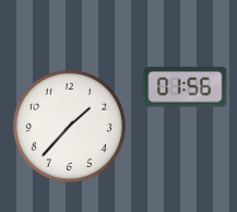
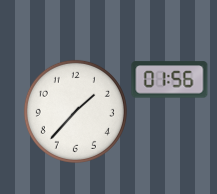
clock at (69, 126) position: (69, 126) -> (75, 111)
